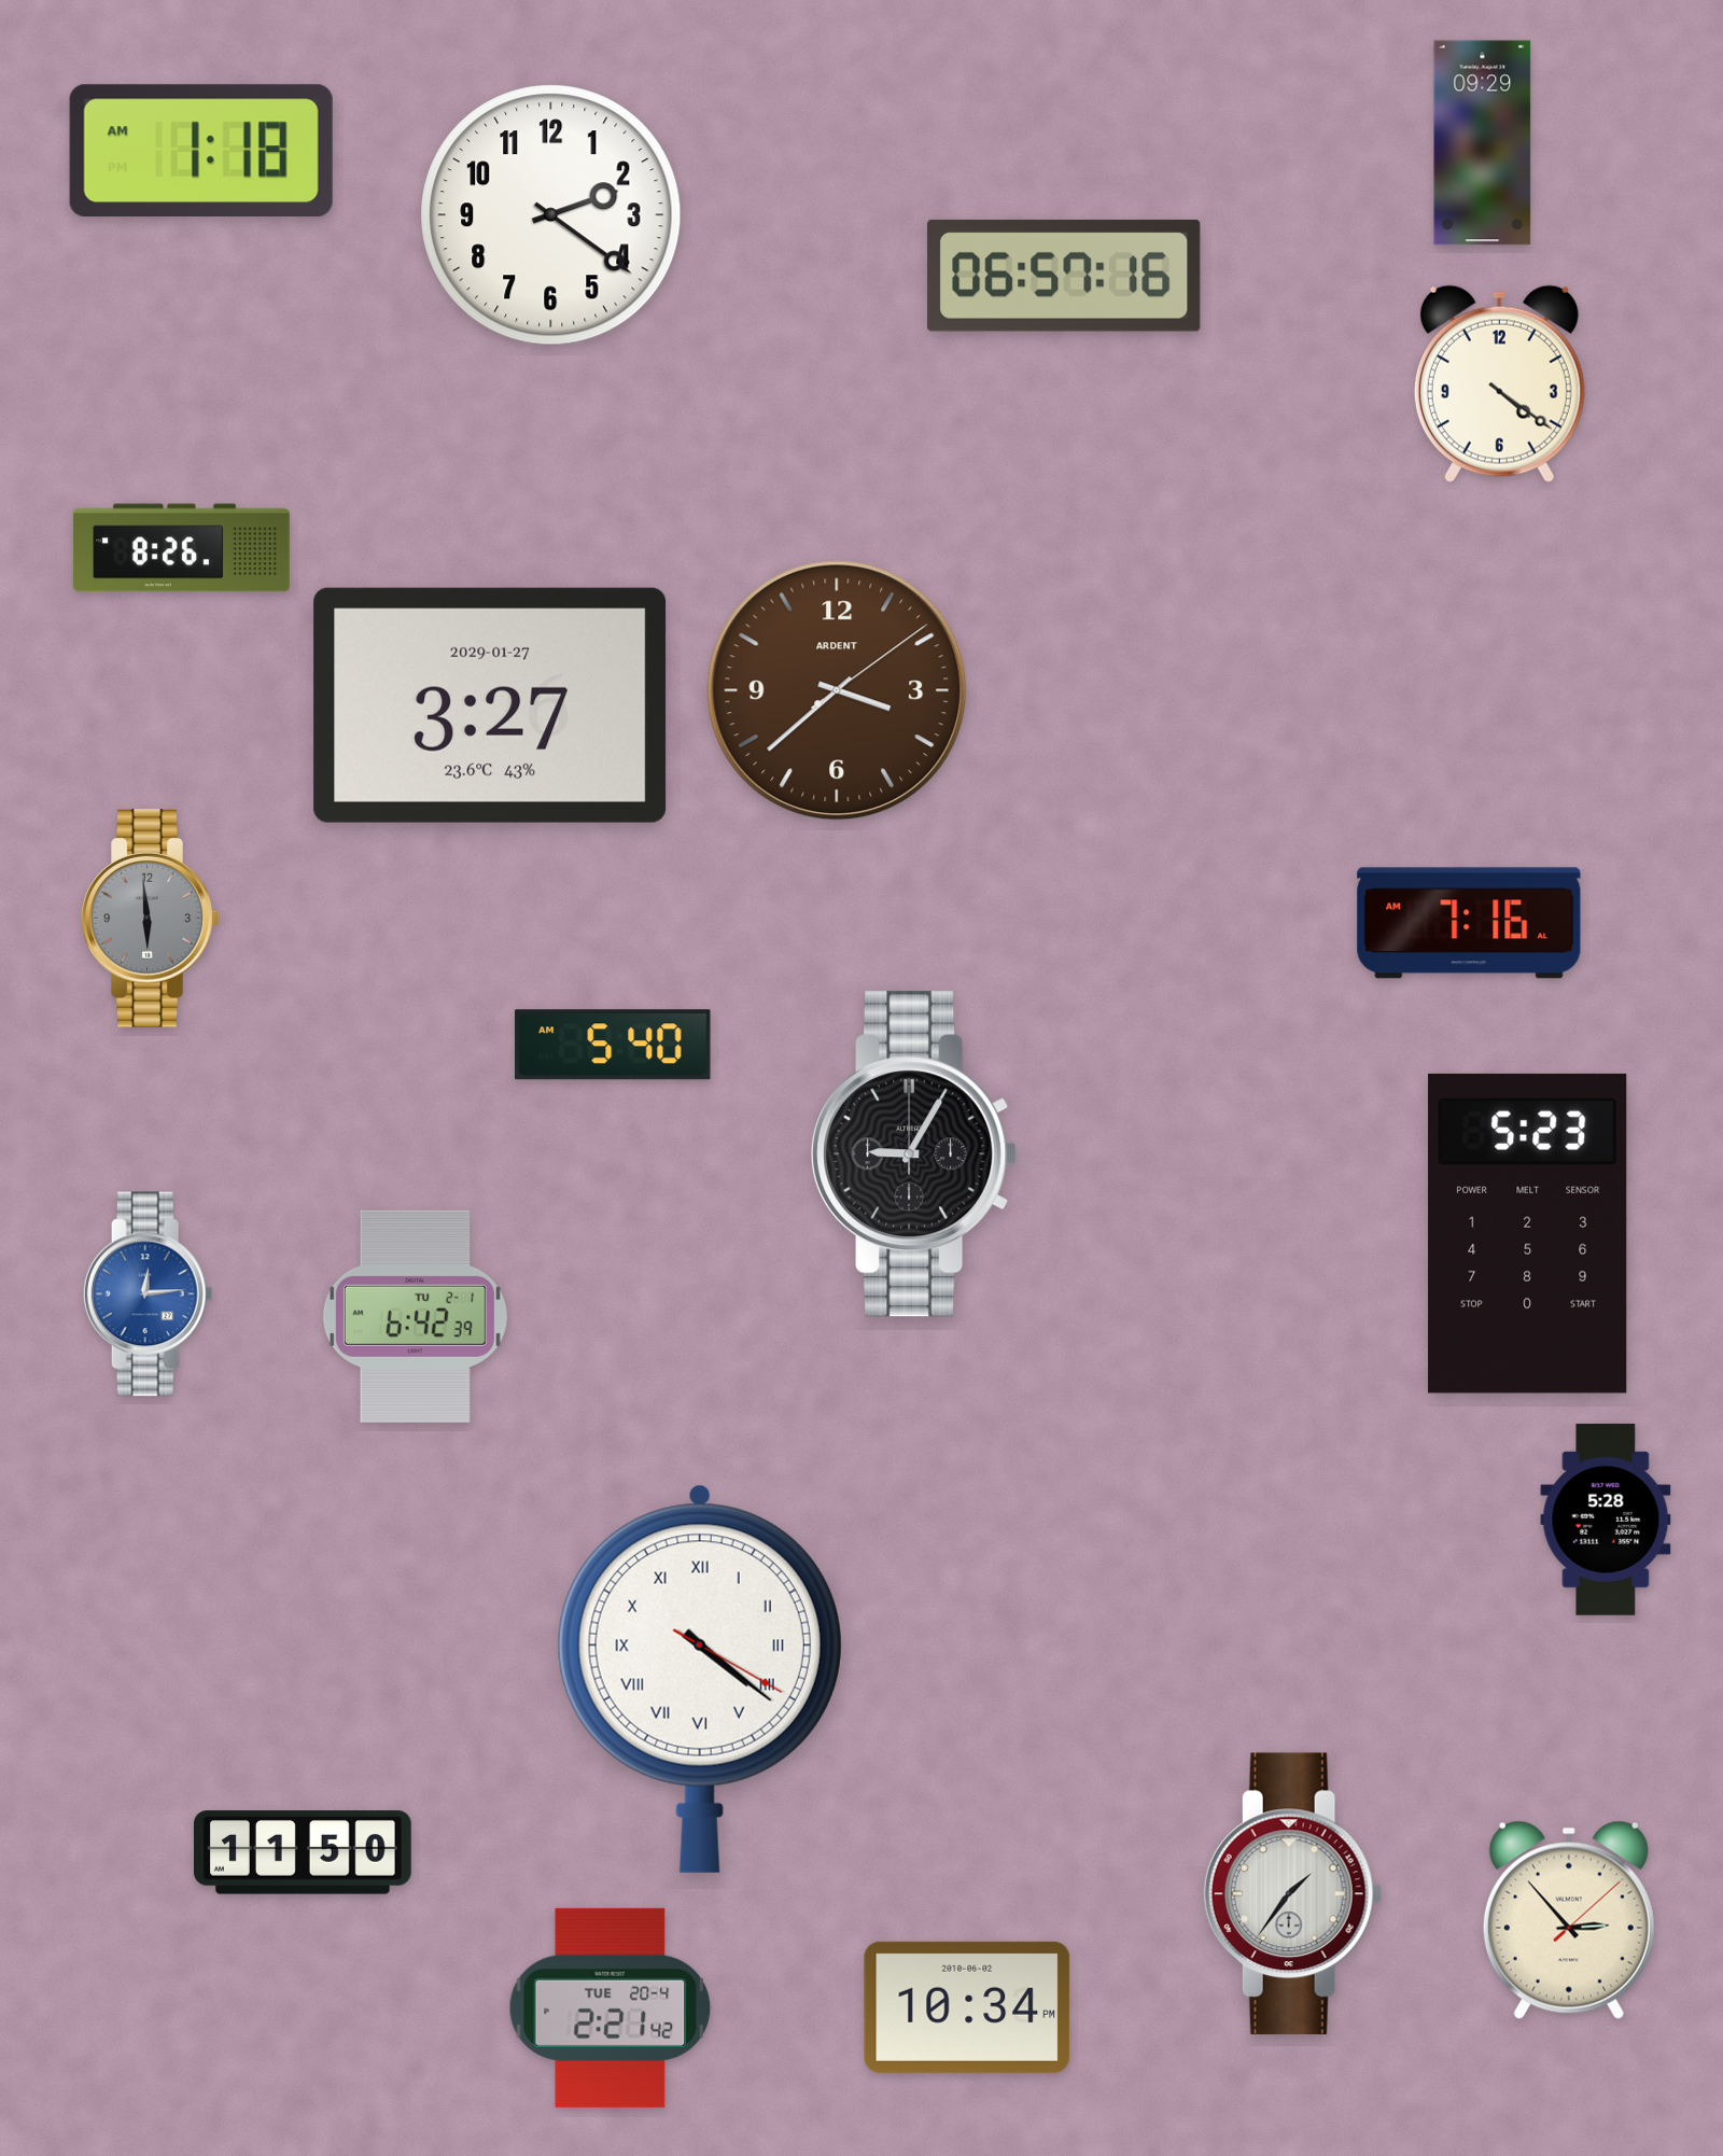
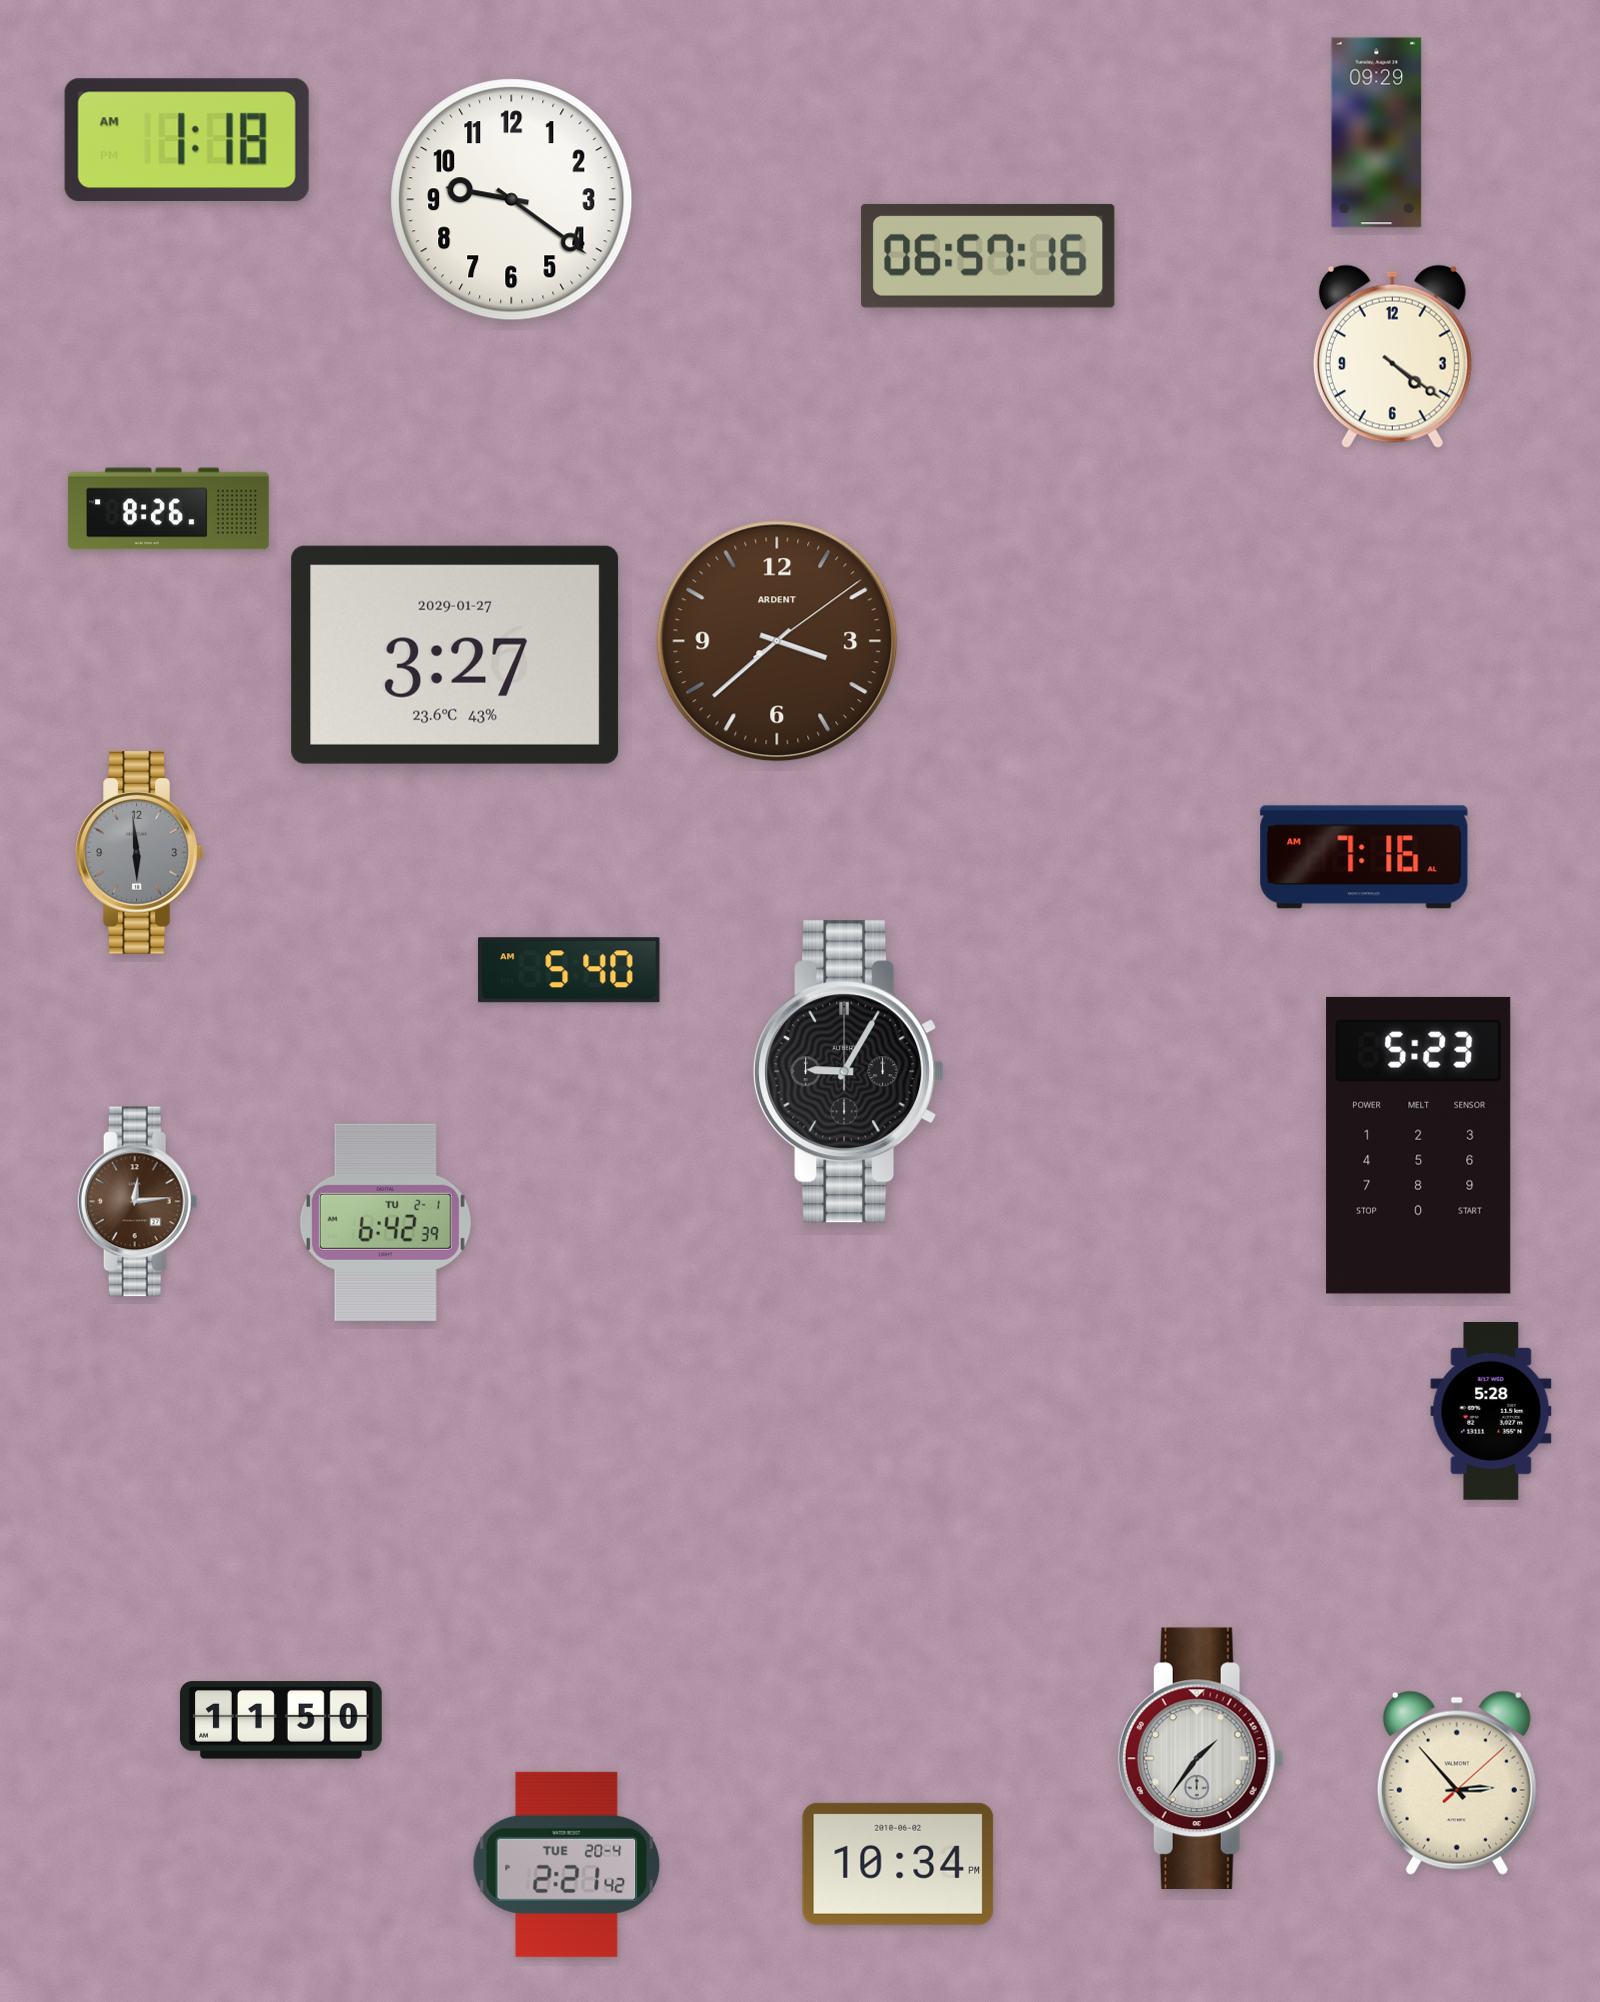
clock at (551, 215): 2:21 -> 9:21
clock at (148, 1294) dial: blue -> brown
clock at (700, 1679): 4:21 -> none
